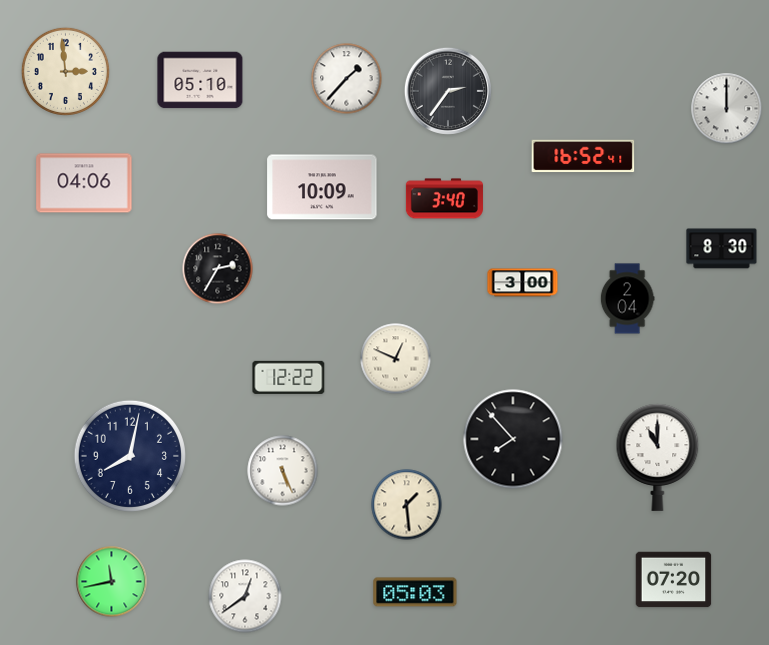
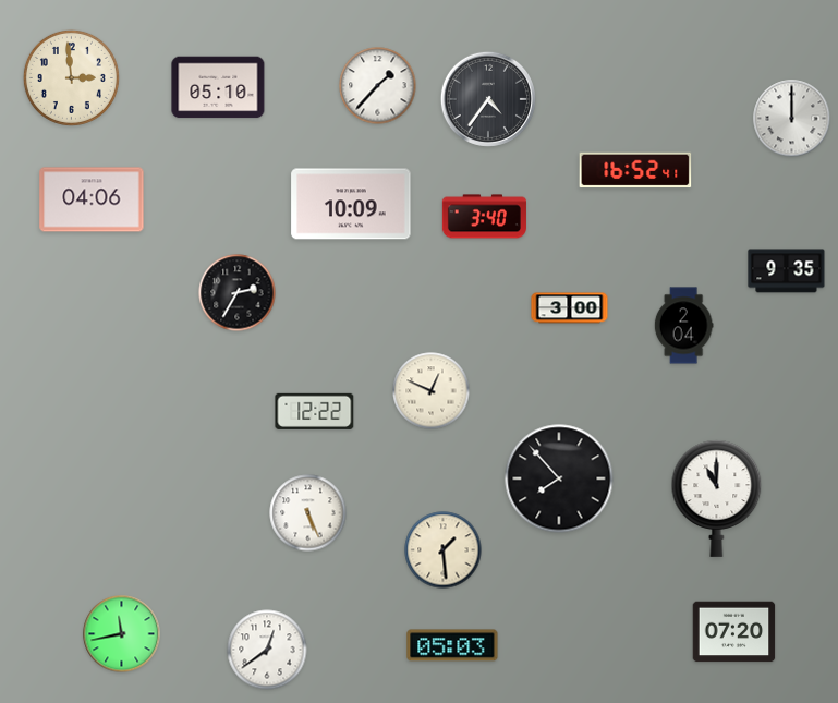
clock at (448, 91): 2:36 -> 4:36
clock at (722, 249): 8:30 -> 9:35
clock at (130, 456): 8:02 -> none
